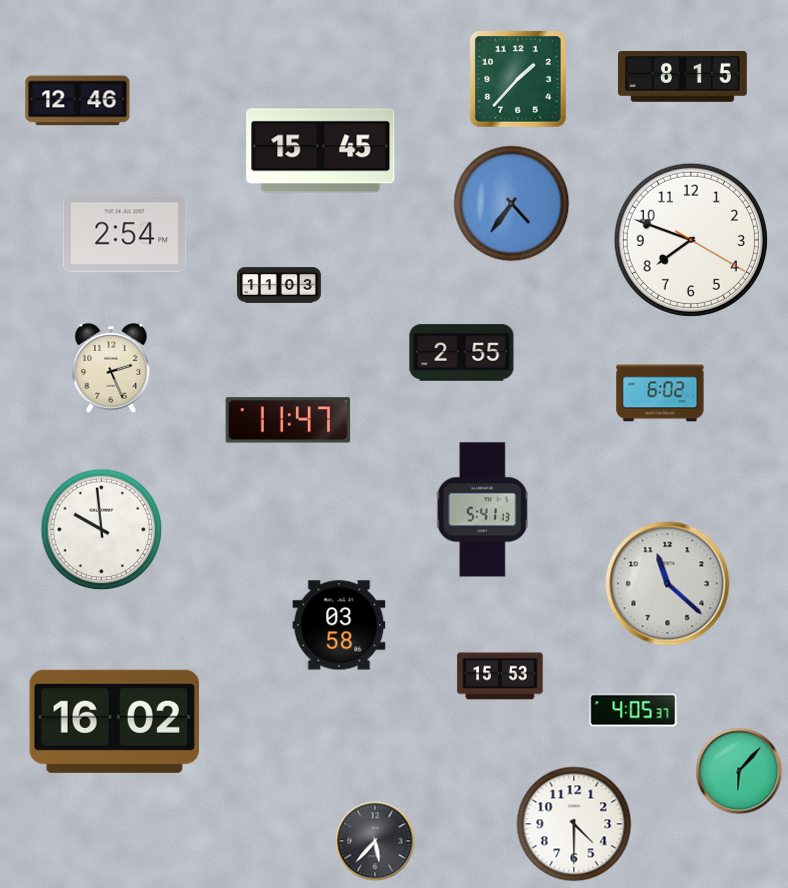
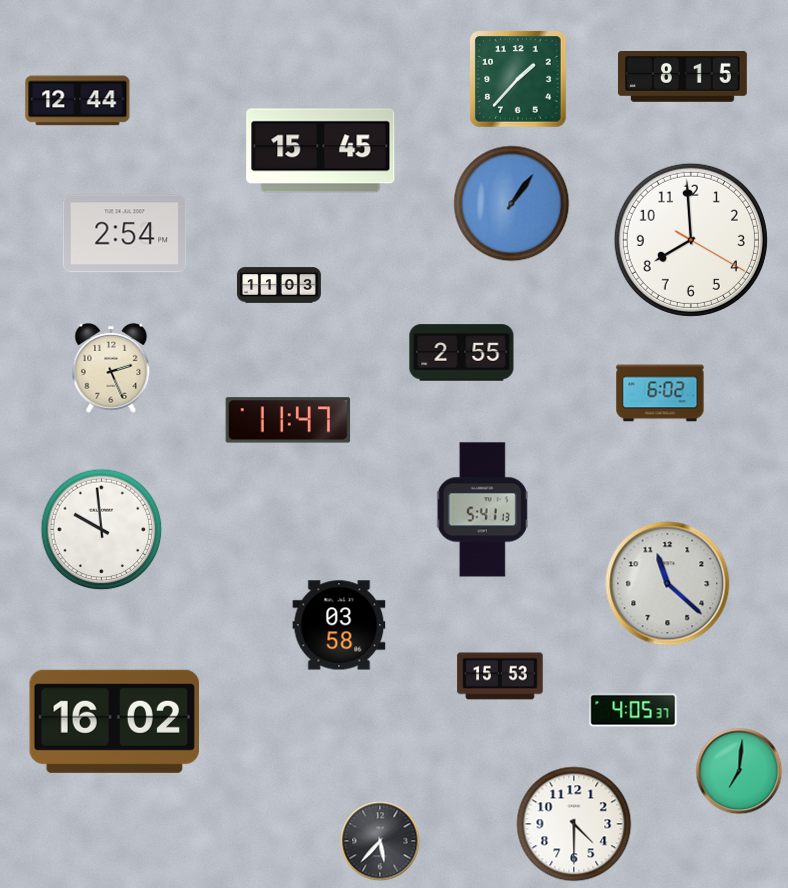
clock at (78, 101): 12:46 -> 12:44
clock at (512, 204): 4:36 -> 1:06
clock at (691, 240): 7:48 -> 7:59
clock at (739, 771): 6:07 -> 7:01
clock at (375, 841) position: (375, 841) -> (380, 841)
